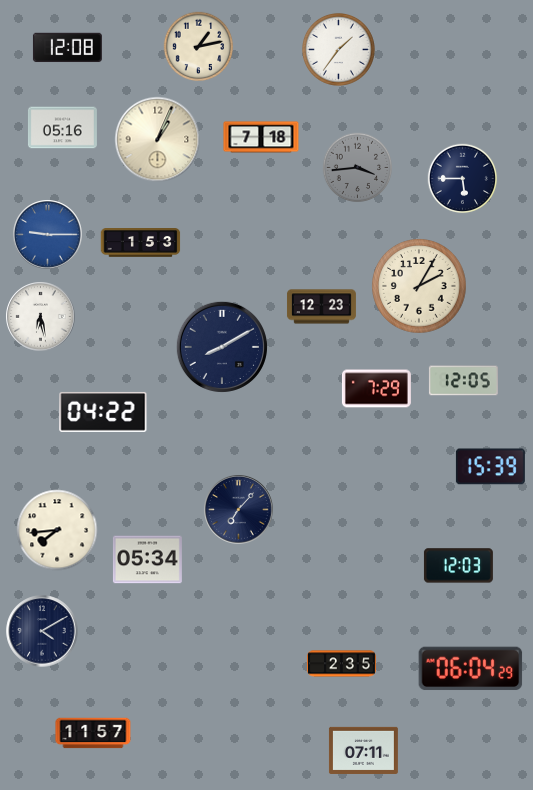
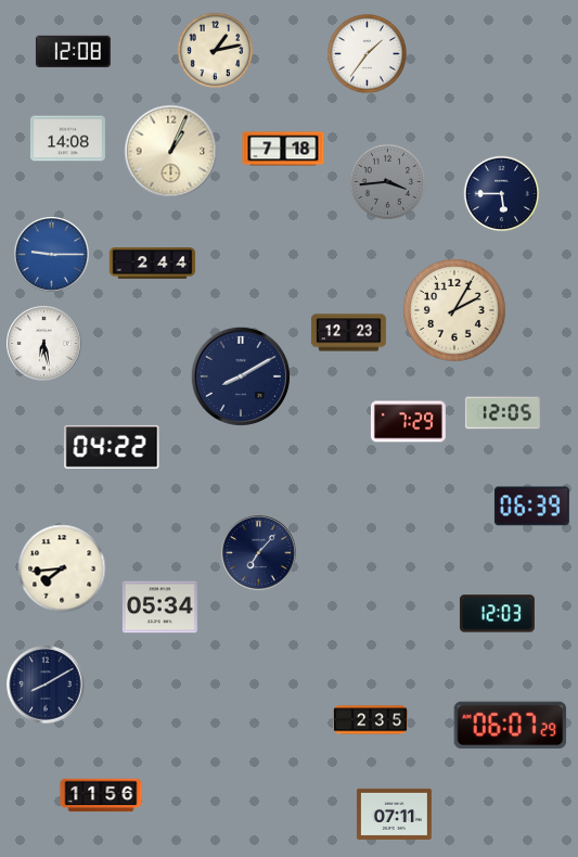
clock at (62, 128): 05:16 -> 14:08
clock at (141, 243): 1:53 -> 2:44
clock at (490, 467): 15:39 -> 06:39
clock at (57, 530) position: (57, 530) -> (62, 568)
clock at (42, 631): 4:10 -> 8:10
clock at (471, 669): 06:04 -> 06:07
clock at (93, 733): 11:57 -> 11:56
